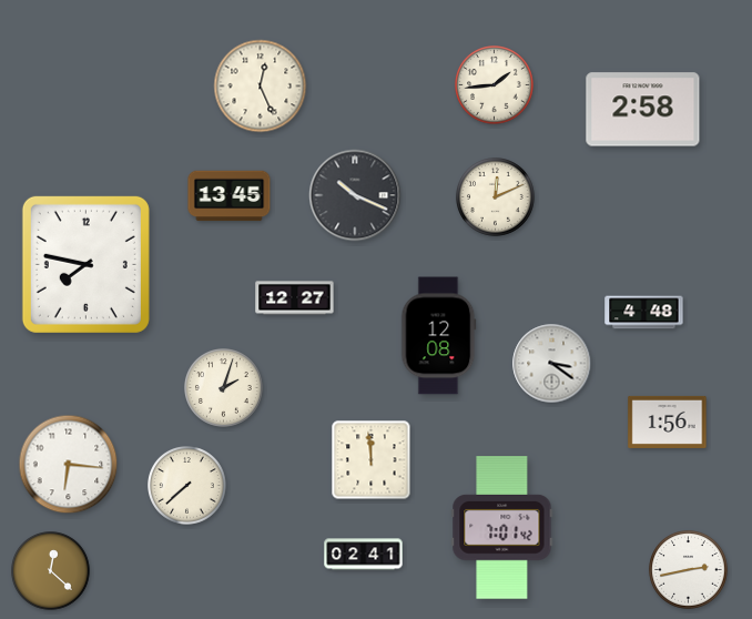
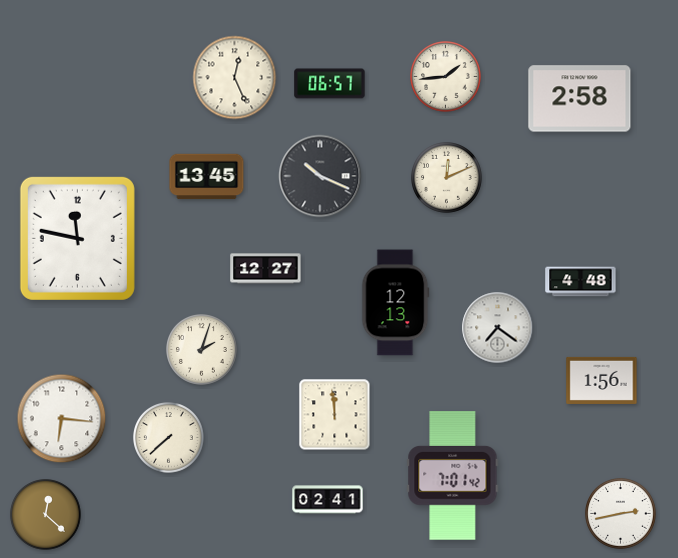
clock at (330, 84): none -> 06:57
clock at (85, 264): 7:47 -> 11:47
clock at (439, 336): 12:08 -> 12:13
clock at (552, 364): 3:21 -> 7:21
